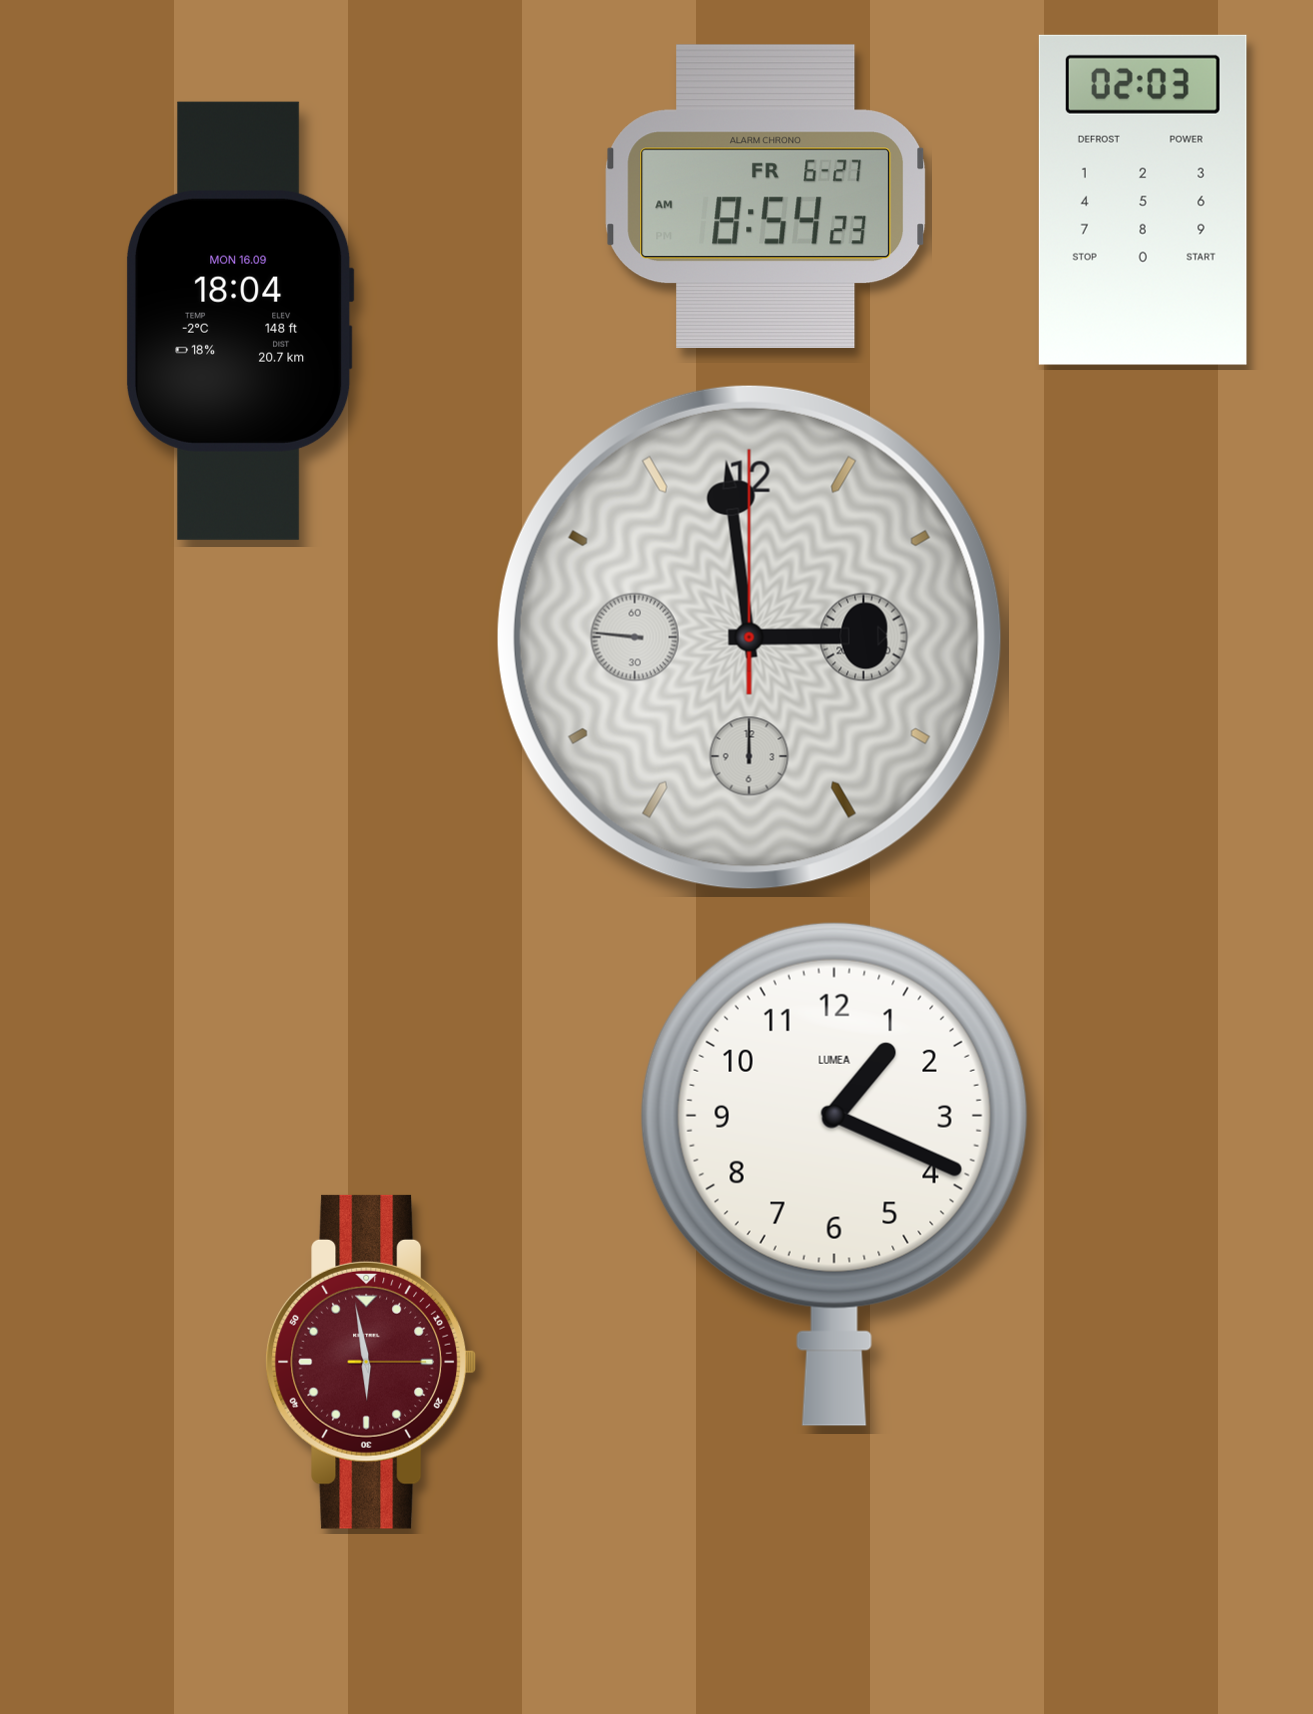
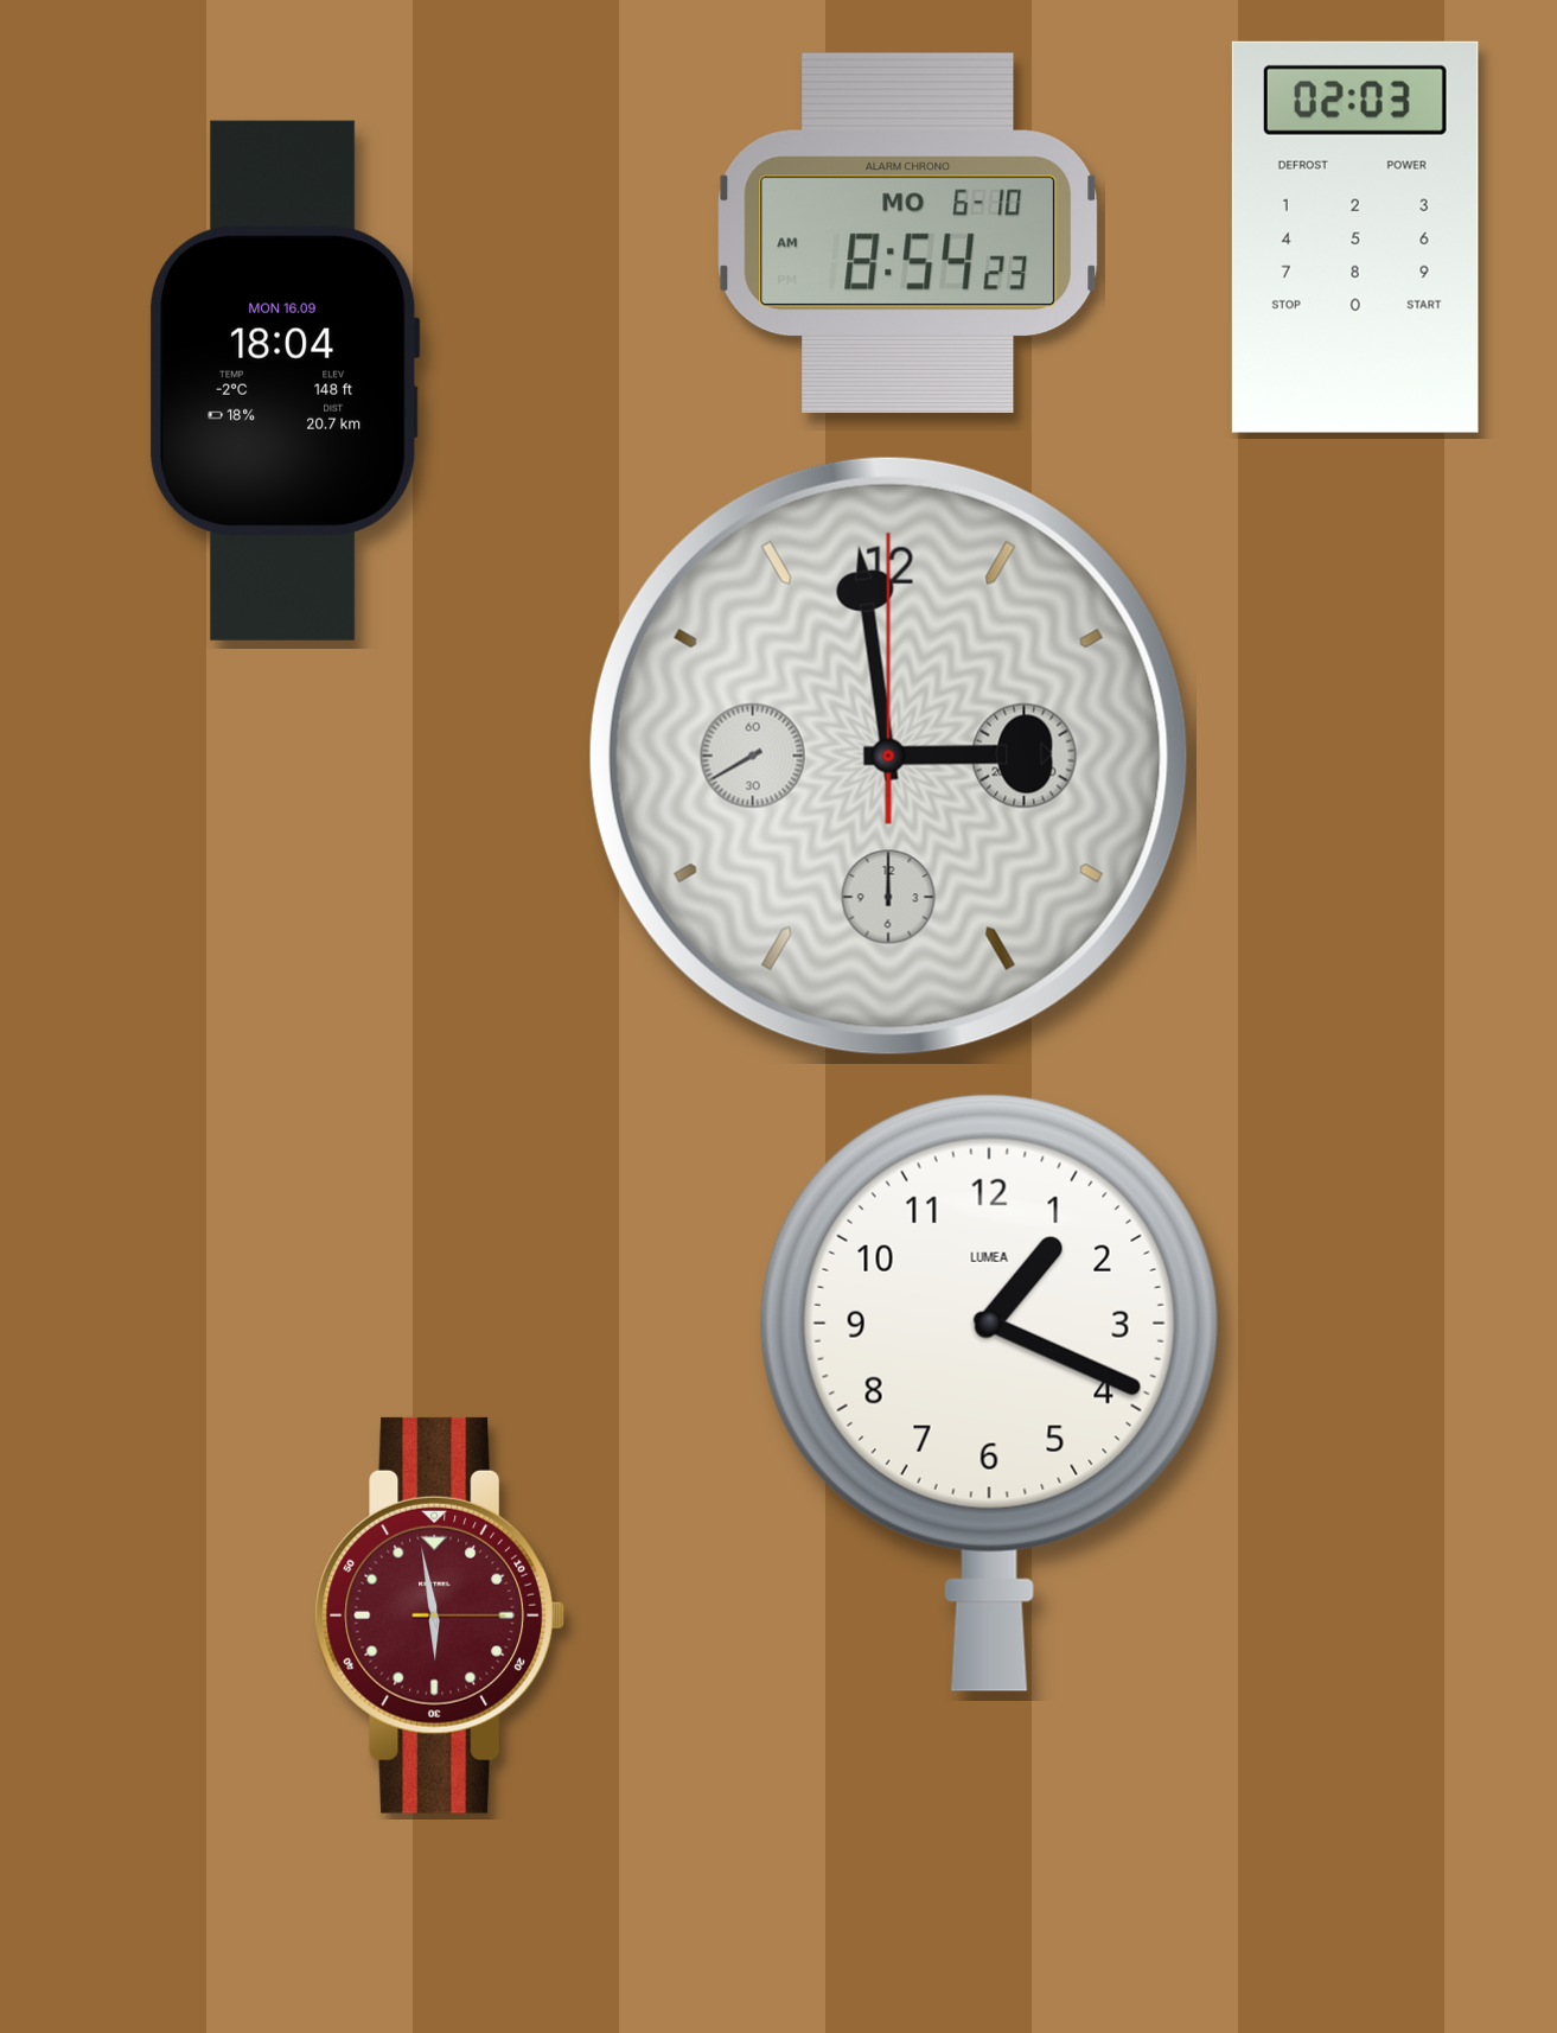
clock at (766, 196) date: FR 6-27 -> MO 6-10
clock at (749, 637): 2:58:46 -> 2:58:40
